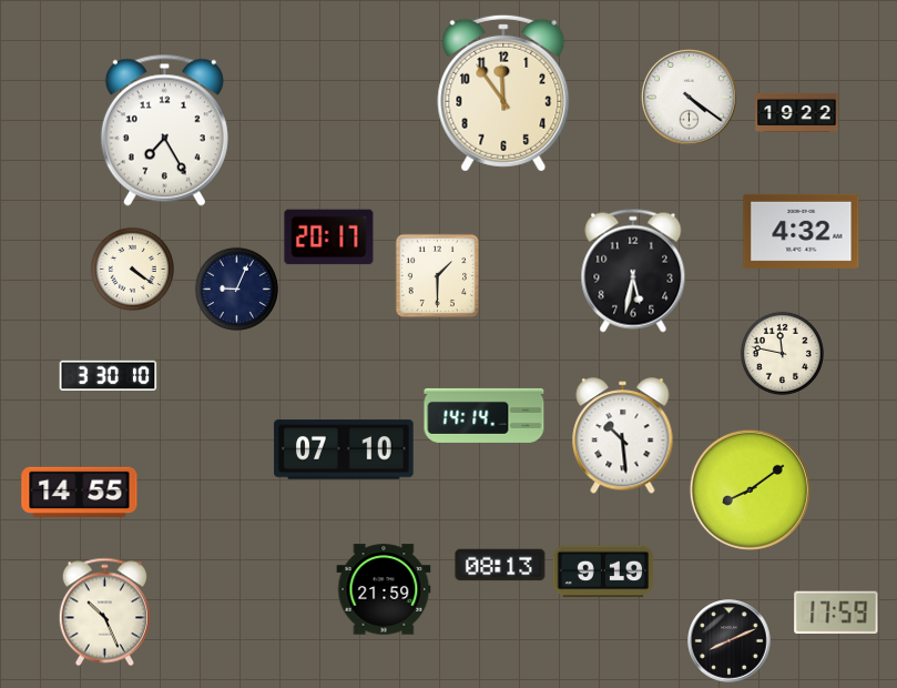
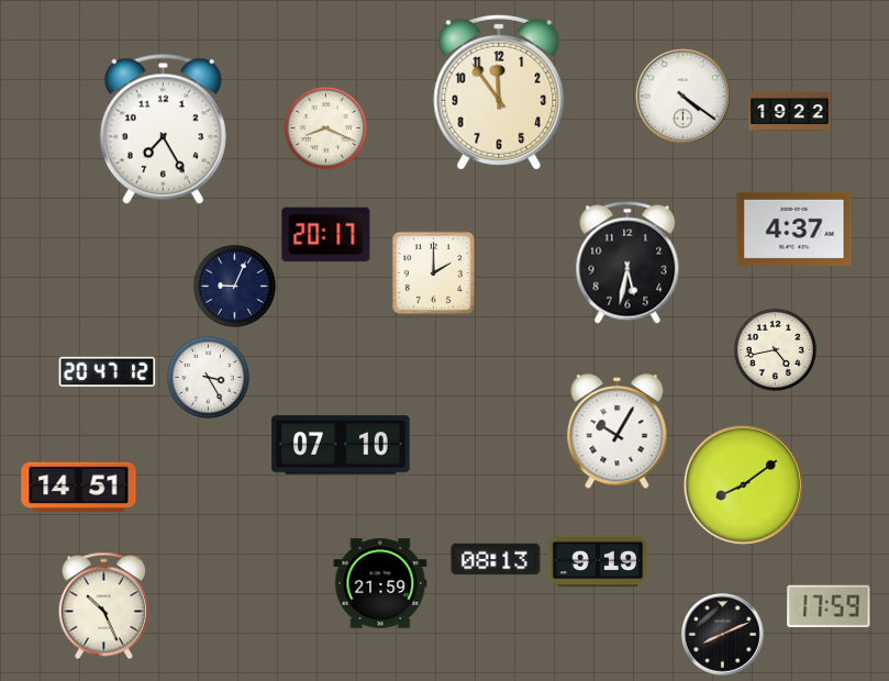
clock at (325, 127): none -> 8:19
clock at (802, 231): 4:32 -> 4:37
clock at (132, 269): 4:21 -> none
clock at (633, 271) position: (633, 271) -> (627, 263)
clock at (437, 275): 1:30 -> 2:00
clock at (782, 353): 11:47 -> 4:43
clock at (109, 376): 3:30 -> 20:47
clock at (208, 377): none -> 3:25
clock at (485, 415): 14:14 -> none
clock at (623, 436): 10:29 -> 10:05
clock at (80, 492): 14:55 -> 14:51
clock at (603, 571) position: (603, 571) -> (598, 561)
